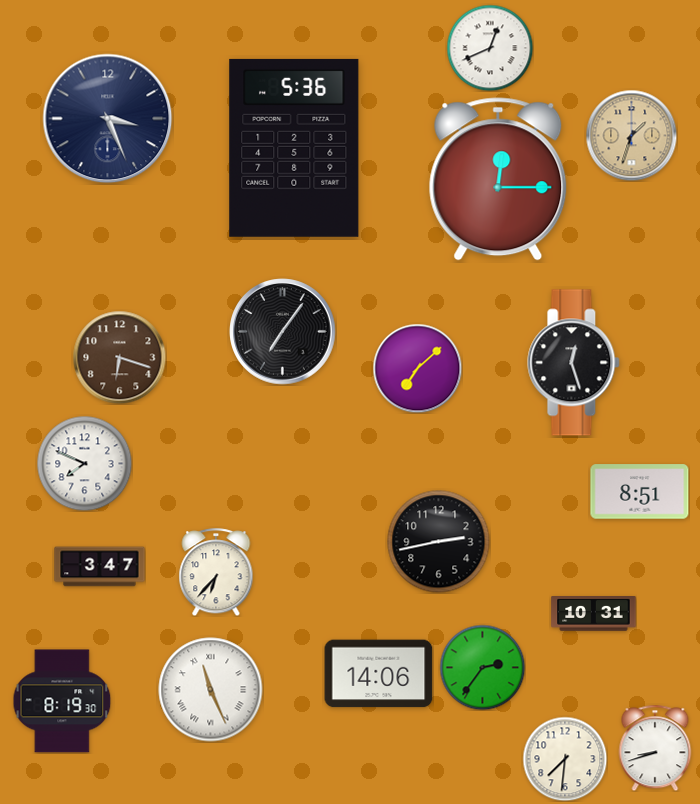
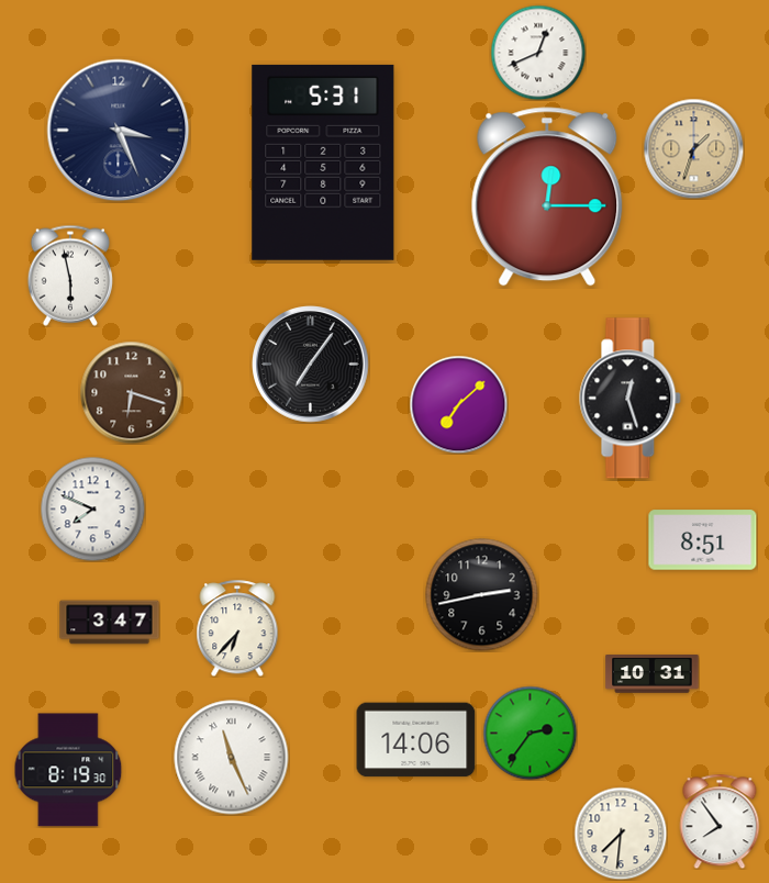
clock at (294, 148): 5:36 -> 5:31
clock at (70, 276): none -> 5:58
clock at (655, 748): 8:42 -> 7:54
